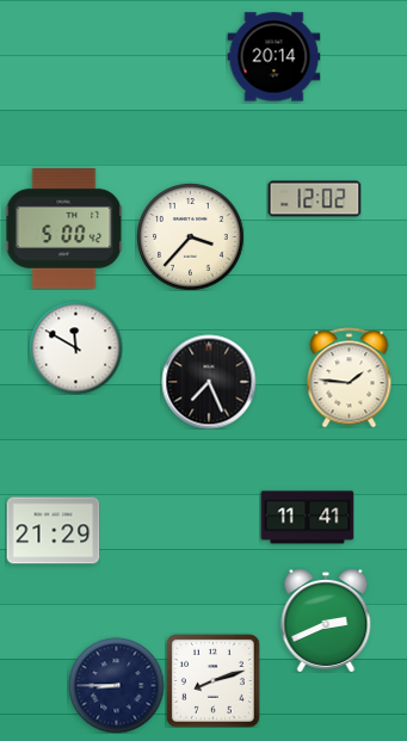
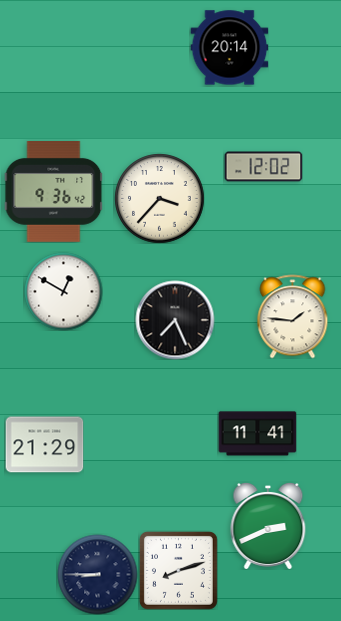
clock at (64, 229): 5:00 -> 9:36
clock at (75, 347): 11:50 -> 12:50
clock at (326, 620) position: (326, 620) -> (268, 526)
